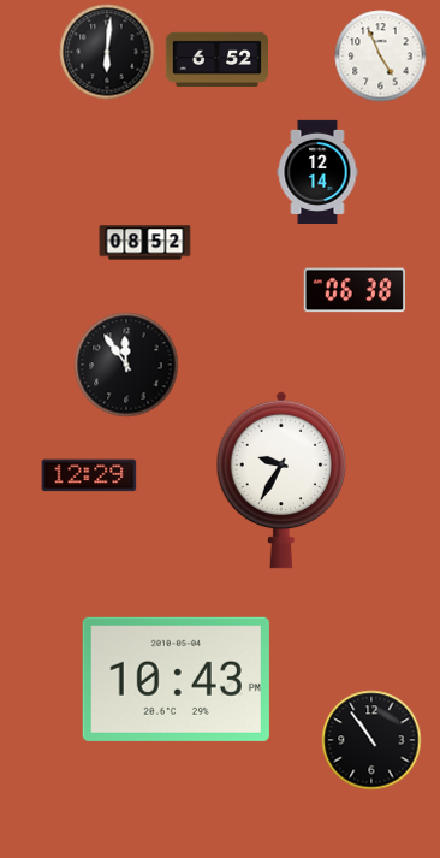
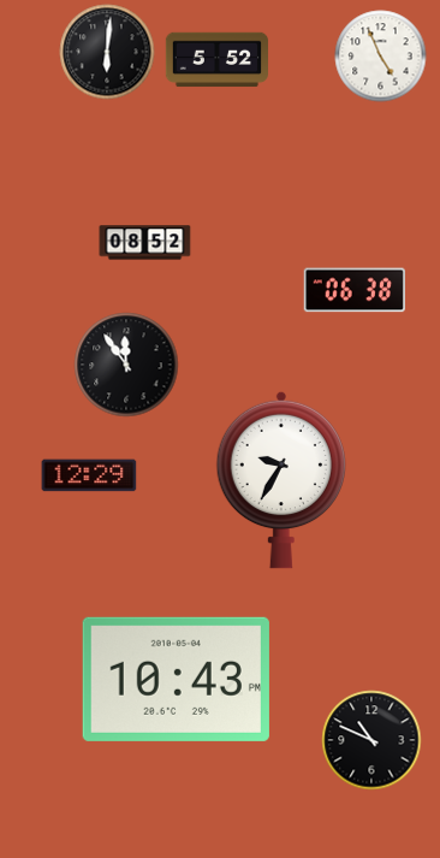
clock at (216, 60): 6:52 -> 5:52
clock at (317, 172): 12:14 -> none
clock at (371, 740): 10:54 -> 10:49
